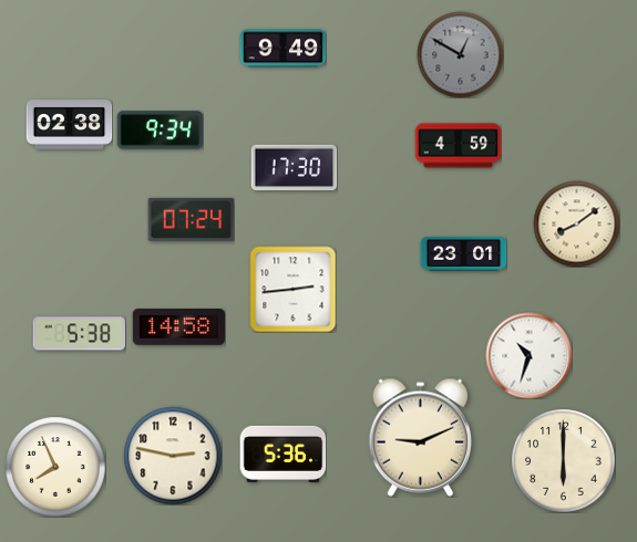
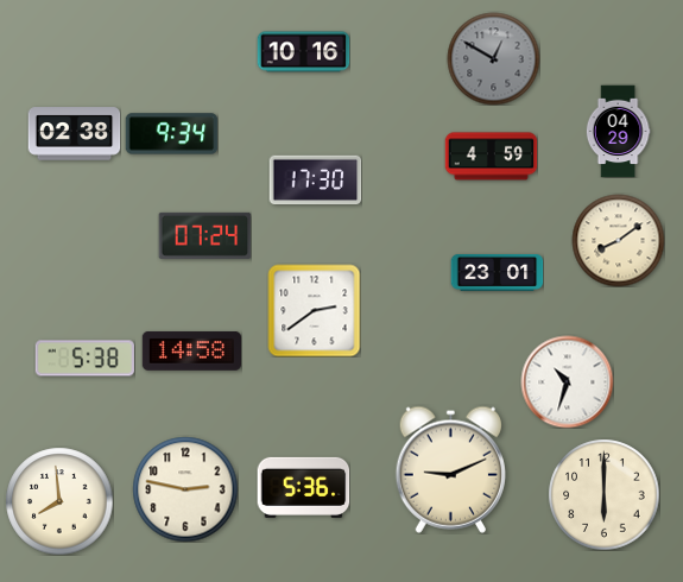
clock at (282, 49): 9:49 -> 10:16
clock at (618, 131): none -> 04:29
clock at (160, 131) position: (160, 131) -> (171, 134)
clock at (292, 289): 2:44 -> 2:39
clock at (55, 467): 7:56 -> 7:59
